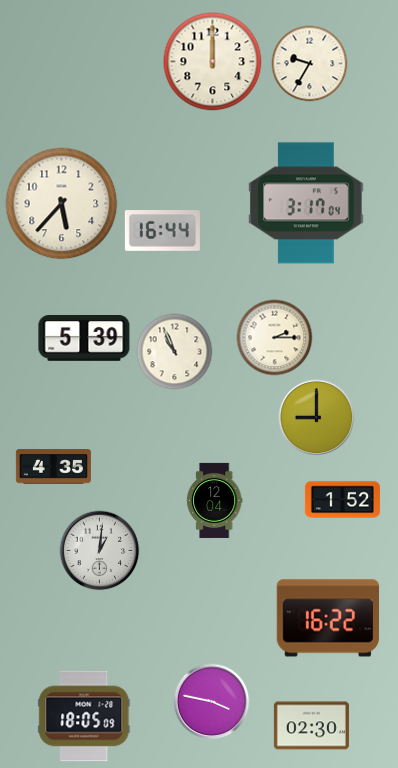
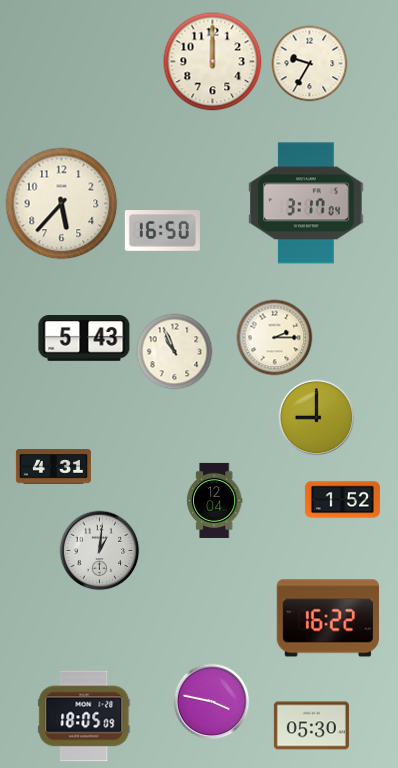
clock at (162, 231): 16:44 -> 16:50
clock at (84, 339): 5:39 -> 5:43
clock at (53, 467): 4:35 -> 4:31
clock at (311, 726): 02:30 -> 05:30
